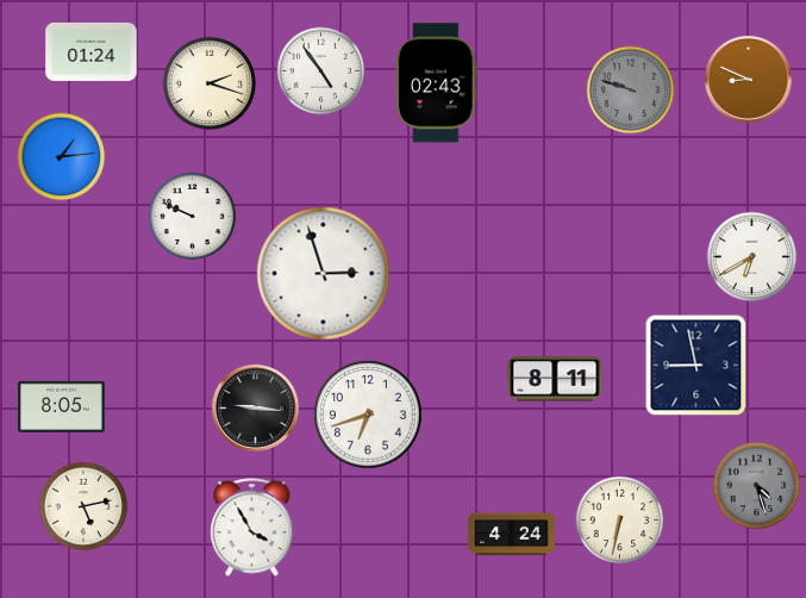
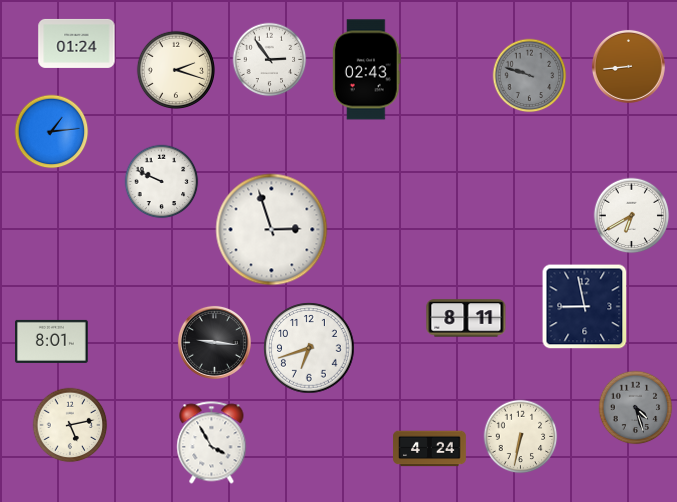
clock at (321, 71): 4:54 -> 2:54
clock at (748, 79): 8:49 -> 8:44
clock at (62, 406): 8:05 -> 8:01
